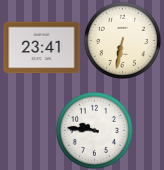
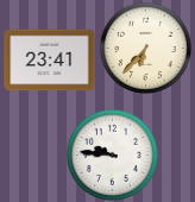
clock at (122, 40): 6:32 -> 6:37
clock at (42, 48) position: (42, 48) -> (50, 61)
